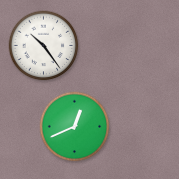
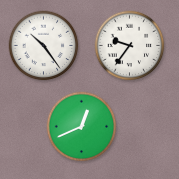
clock at (130, 46): none -> 9:36
clock at (75, 127) position: (75, 127) -> (82, 127)
